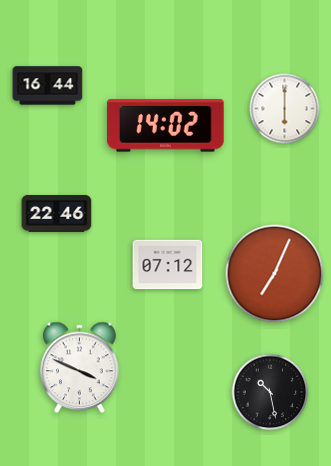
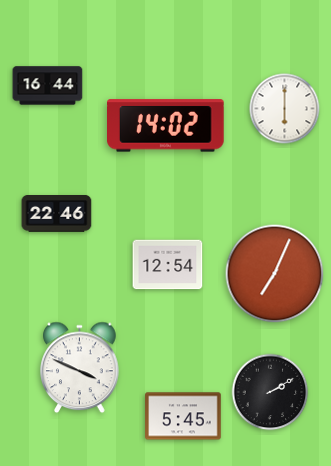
clock at (168, 265): 07:12 -> 12:54
clock at (270, 392): 10:28 -> 2:10
clock at (183, 416): none -> 5:45
